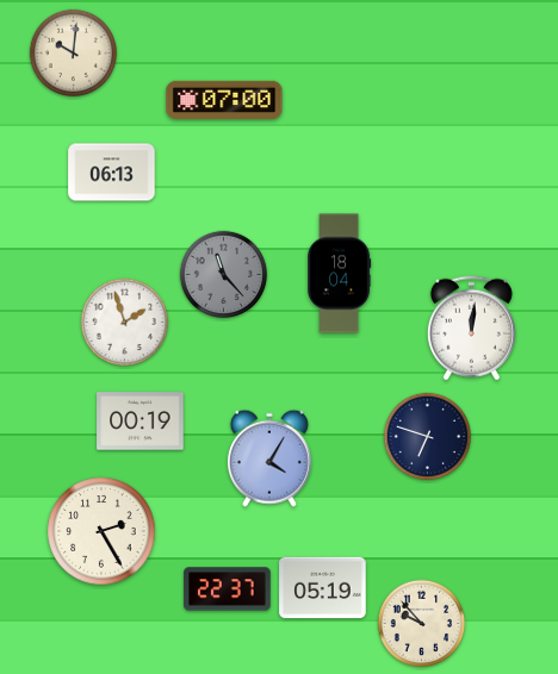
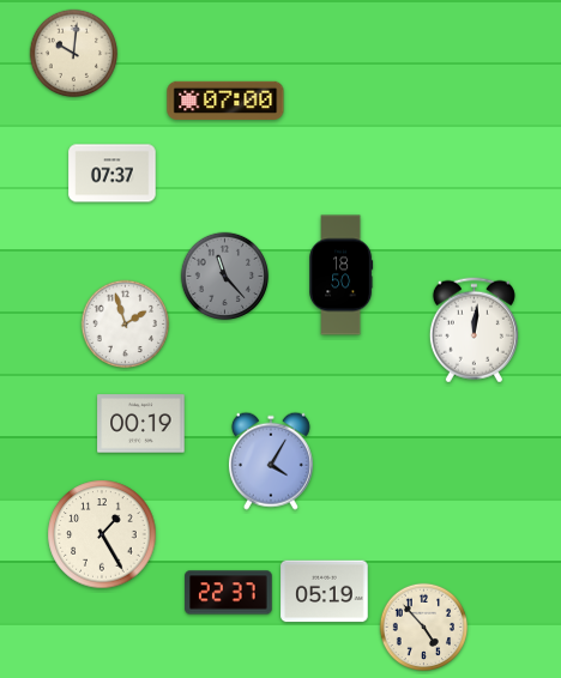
clock at (112, 173): 06:13 -> 07:37
clock at (340, 274): 18:04 -> 18:50
clock at (428, 437): 6:48 -> none
clock at (101, 531): 2:25 -> 1:25
clock at (422, 624): 9:53 -> 4:53
